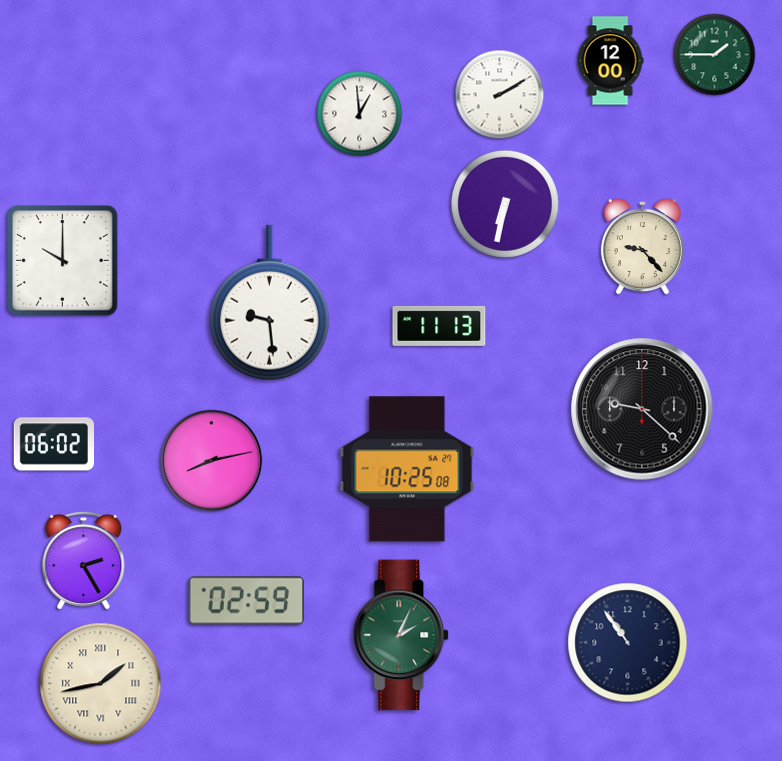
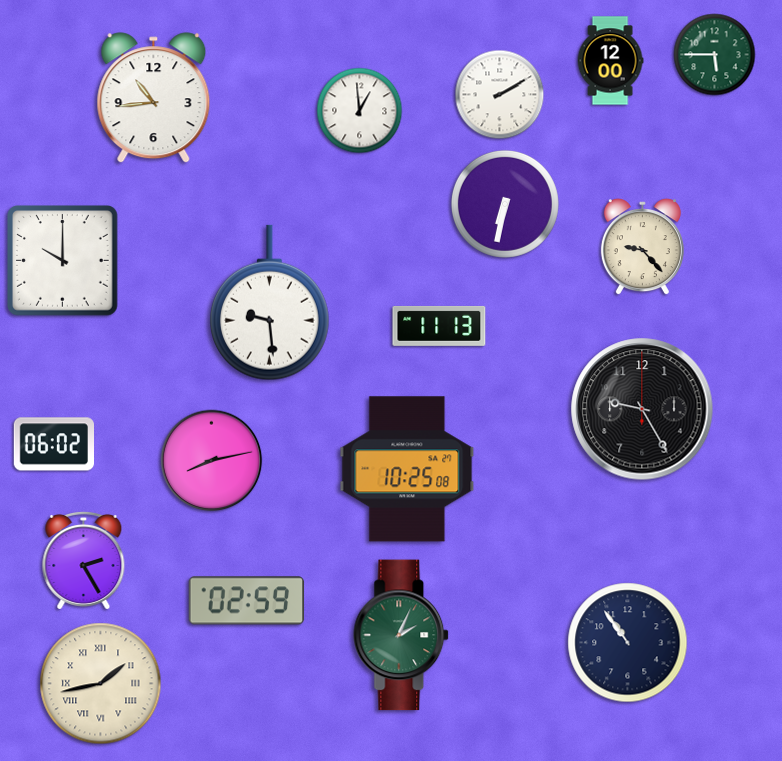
clock at (715, 55): 1:45 -> 5:45
clock at (154, 98): none -> 10:44
clock at (360, 114) position: (360, 114) -> (360, 111)
clock at (642, 409): 9:22 -> 9:25
